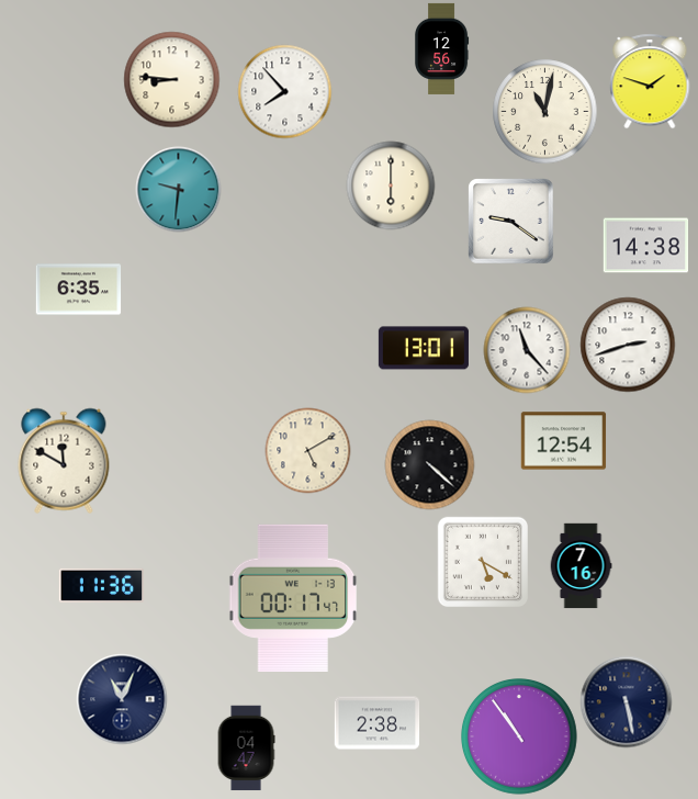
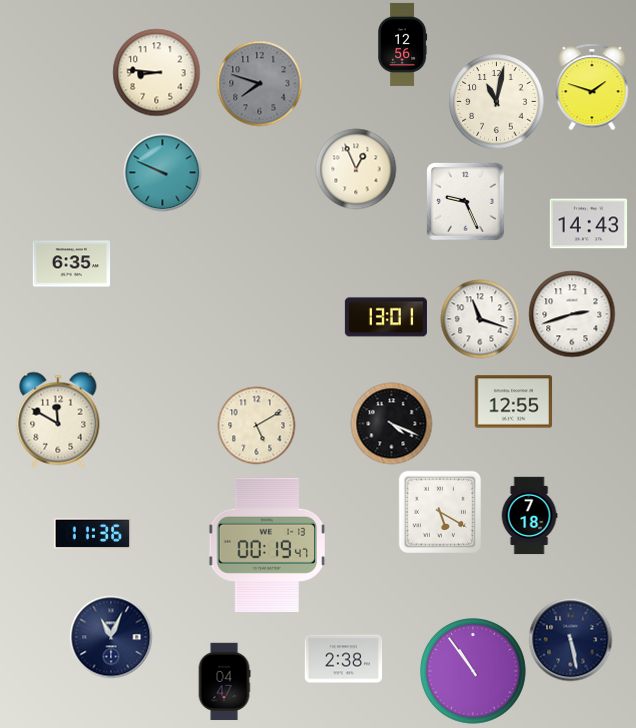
clock at (650, 81) position: (650, 81) -> (592, 87)
clock at (284, 91): 7:53 -> 7:48
clock at (284, 91) dial: white -> grey
clock at (391, 185): 6:00 -> 12:56
clock at (178, 189): 9:31 -> 9:49
clock at (510, 221): 9:21 -> 9:26
clock at (645, 246): 14:38 -> 14:43
clock at (527, 350): 11:23 -> 11:18
clock at (563, 441): 12:54 -> 12:55
clock at (307, 450) position: (307, 450) -> (256, 425)
clock at (429, 464): 4:22 -> 4:19
clock at (581, 565): 7:16 -> 7:18
clock at (293, 598): 00:17 -> 00:19
